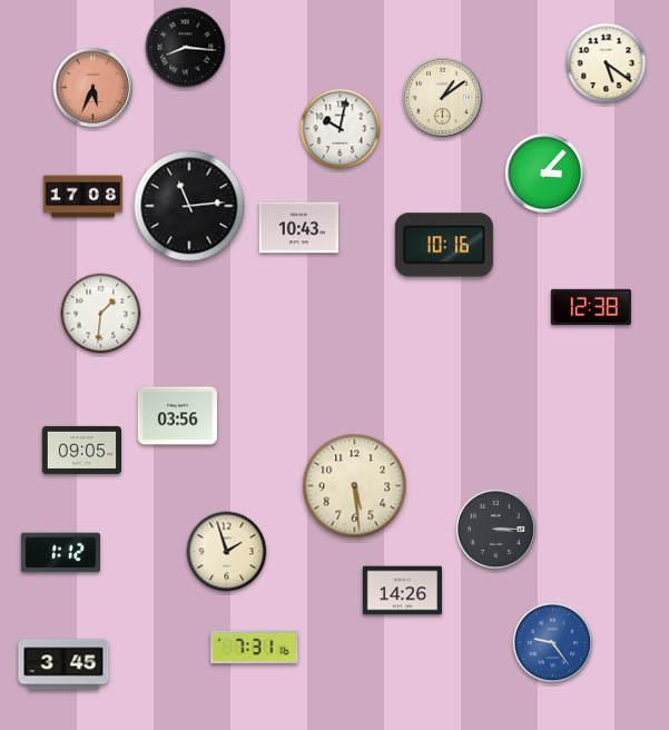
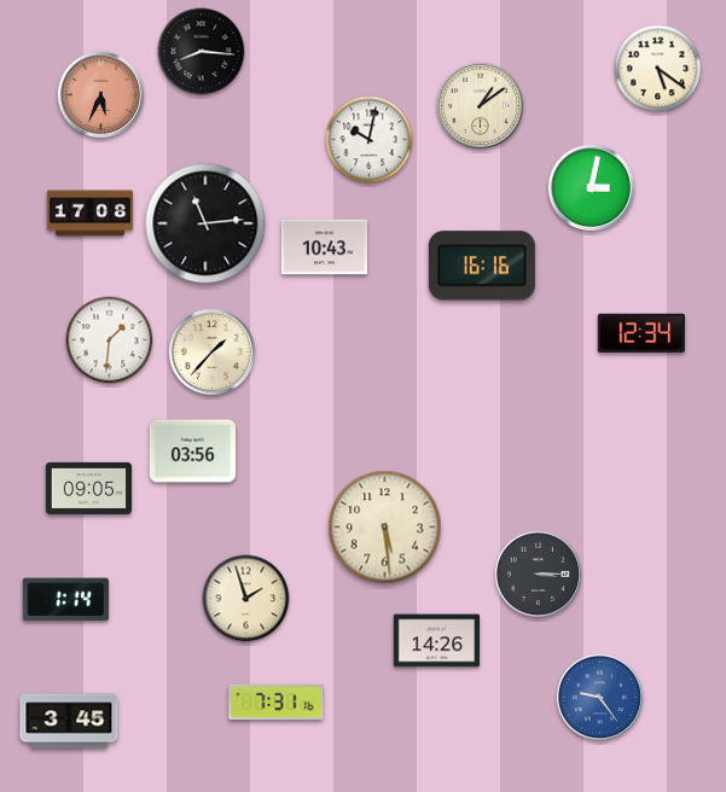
clock at (545, 174): 3:07 -> 3:02
clock at (444, 245): 10:16 -> 16:16
clock at (591, 306): 12:38 -> 12:34
clock at (213, 353): none -> 1:37
clock at (60, 553): 1:12 -> 1:14
